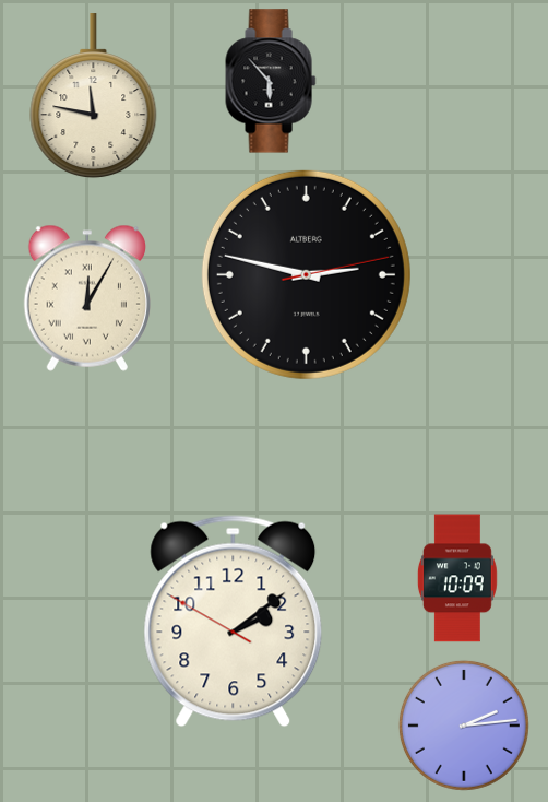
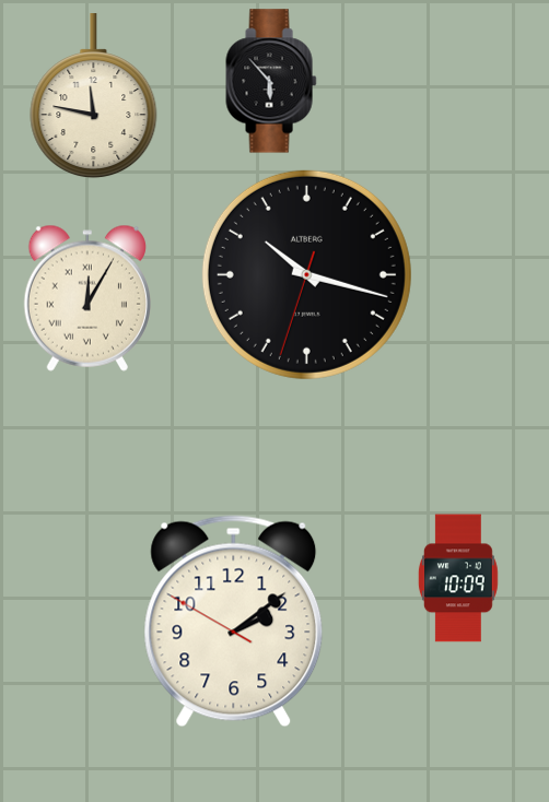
clock at (306, 274): 2:47 -> 10:17
clock at (464, 726): 2:14 -> none
